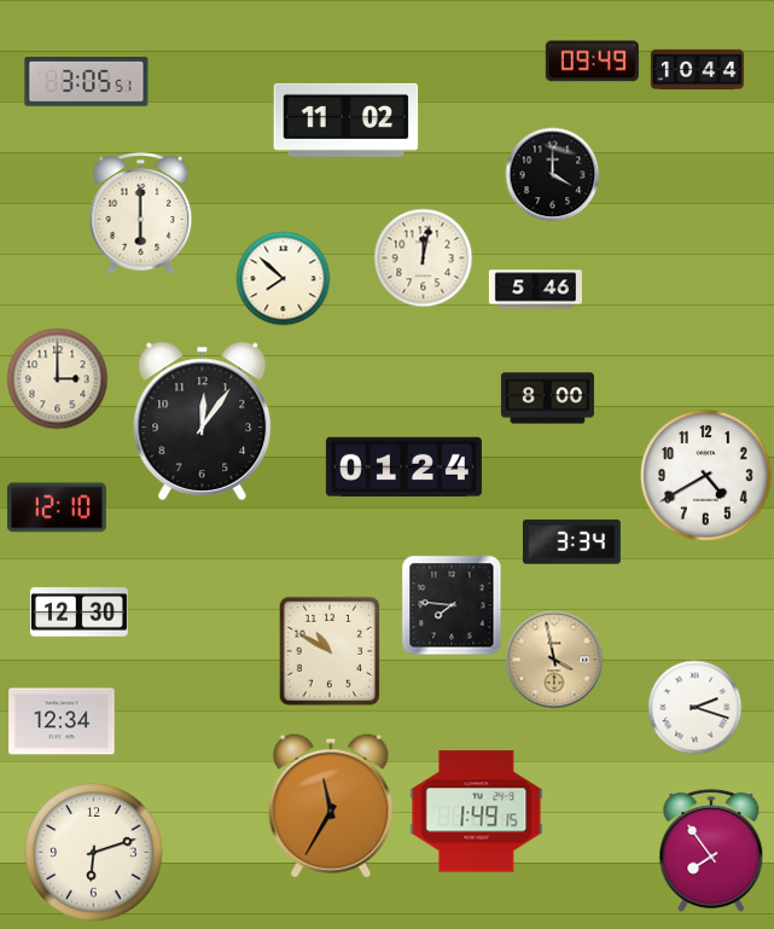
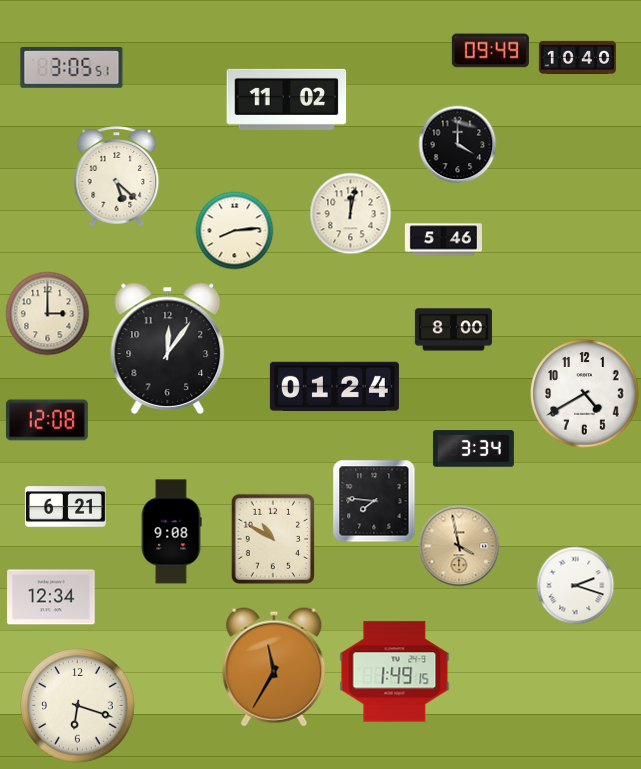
clock at (697, 69): 10:44 -> 10:40
clock at (141, 214): 6:00 -> 5:22
clock at (283, 278): 7:52 -> 8:14
clock at (57, 507): 12:10 -> 12:08
clock at (78, 612): 12:30 -> 6:21
clock at (171, 532): none -> 9:08
clock at (711, 850): 7:54 -> none
clock at (94, 853): 6:12 -> 6:18
